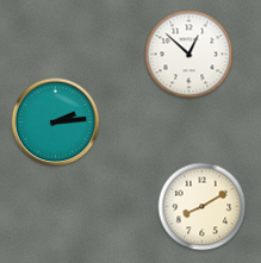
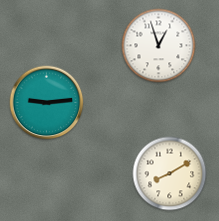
clock at (189, 55): 12:52 -> 12:57
clock at (56, 123): 2:14 -> 9:14
